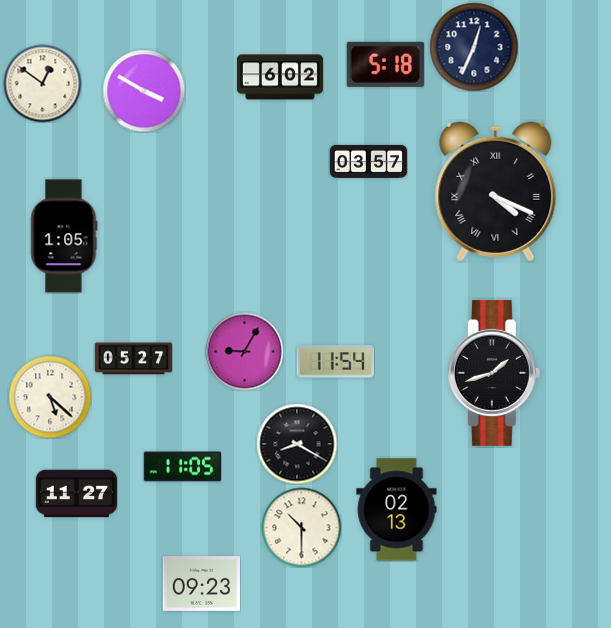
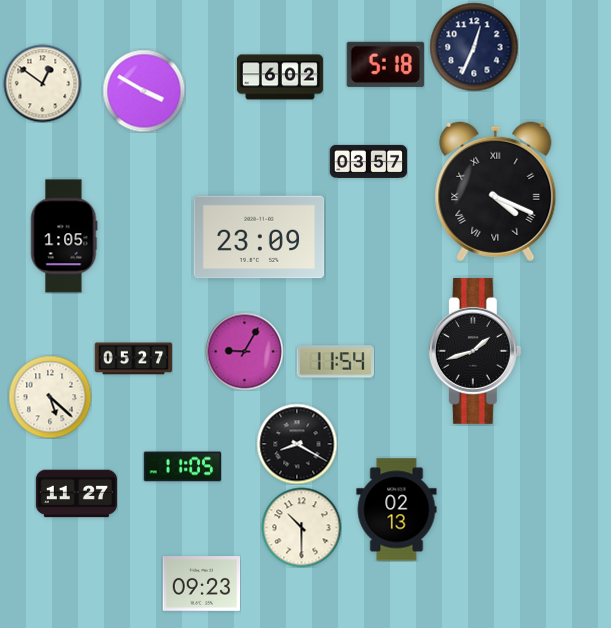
clock at (259, 237): none -> 23:09
clock at (494, 373) position: (494, 373) -> (475, 351)
